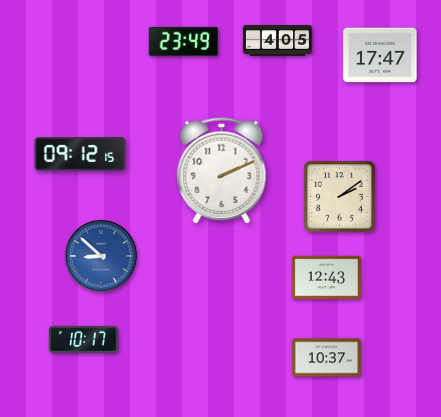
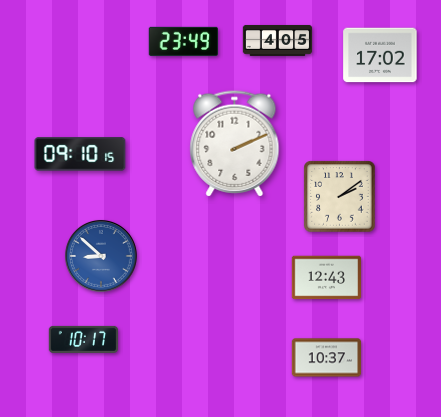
clock at (380, 55): 17:47 -> 17:02
clock at (80, 154): 09:12 -> 09:10
clock at (222, 171) position: (222, 171) -> (235, 144)
